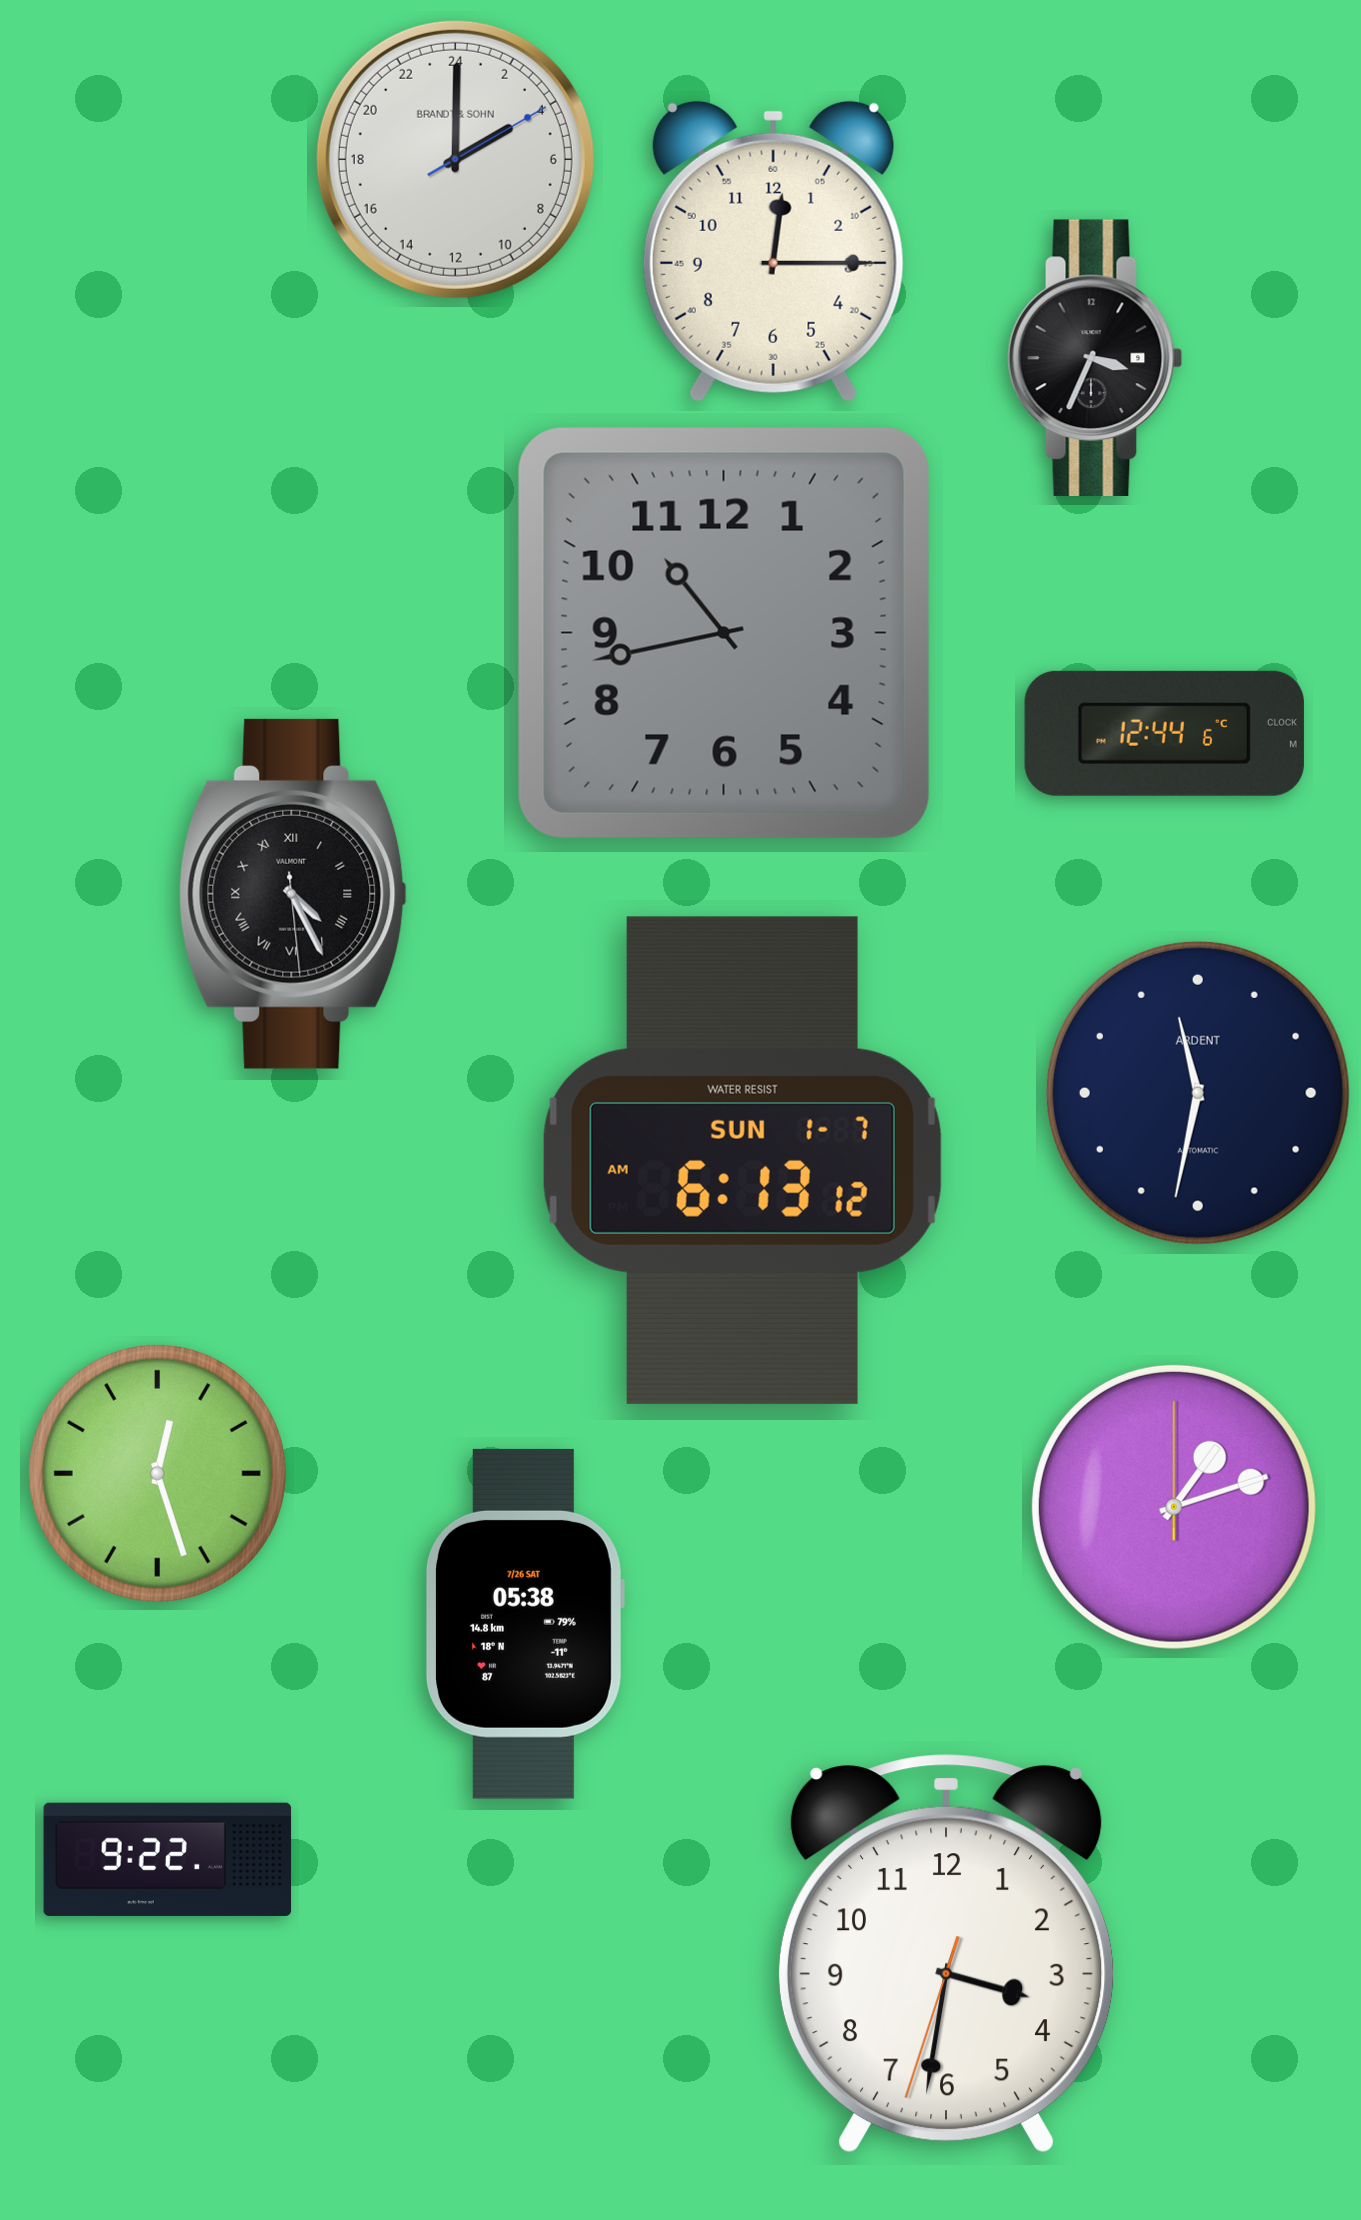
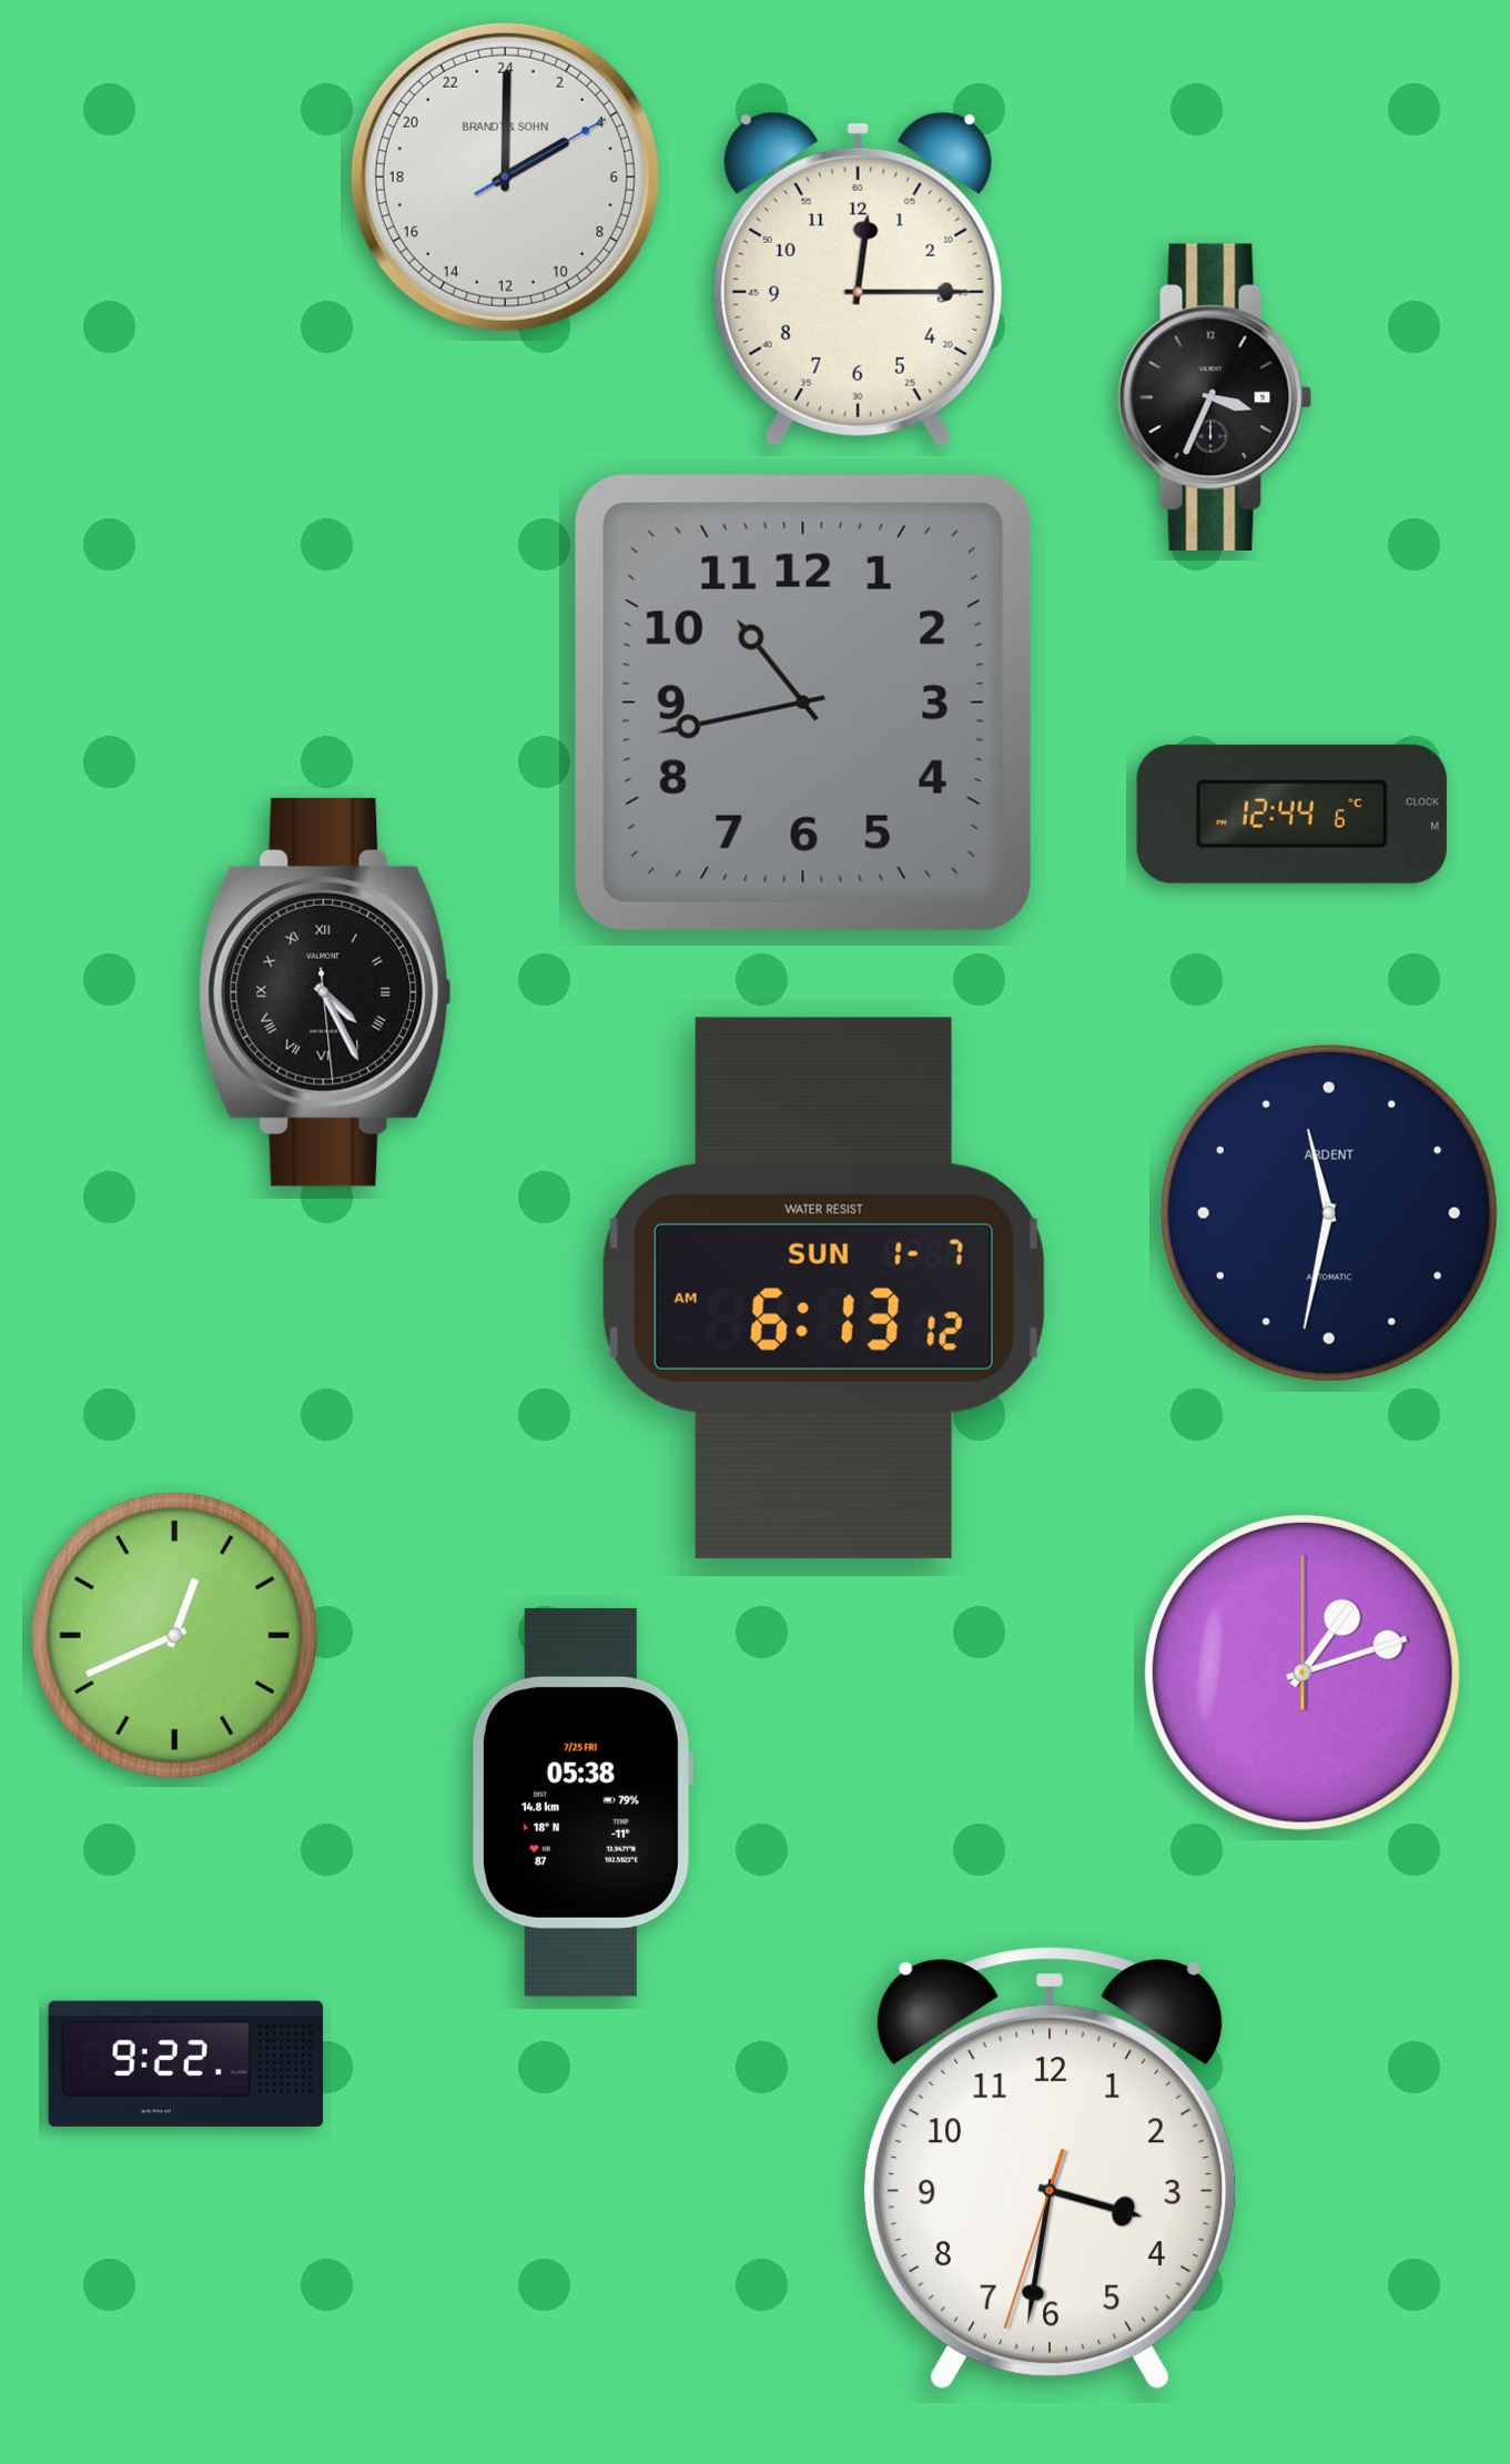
clock at (157, 1473): 12:27 -> 12:41
clock at (524, 1624) date: 7/26 SAT -> 7/25 FRI
